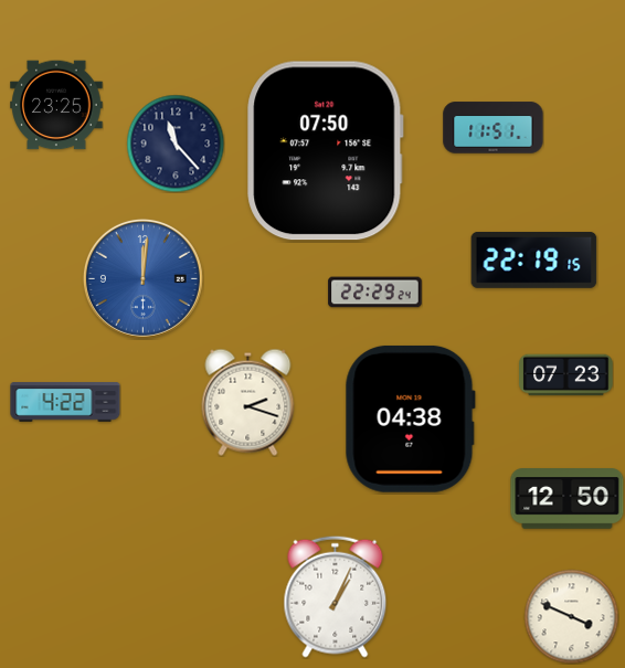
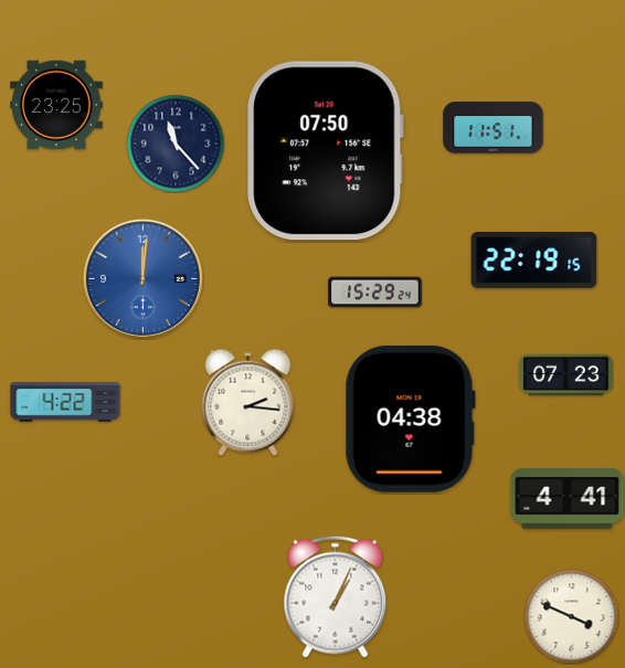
clock at (375, 293): 22:29 -> 15:29
clock at (248, 402): 2:18 -> 2:16
clock at (568, 499): 12:50 -> 4:41
